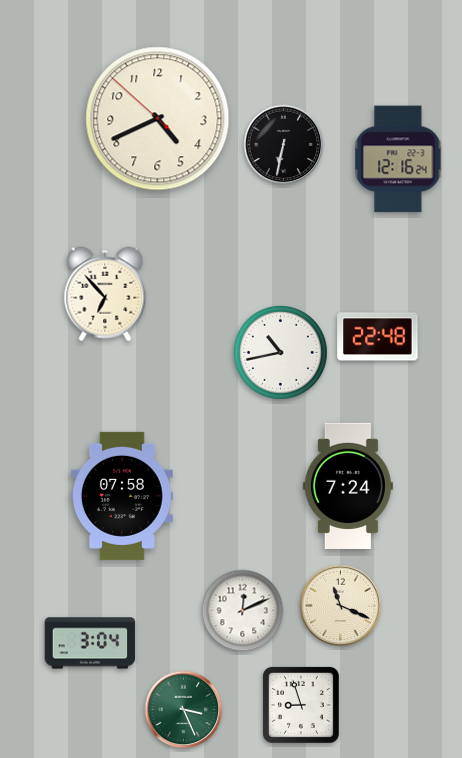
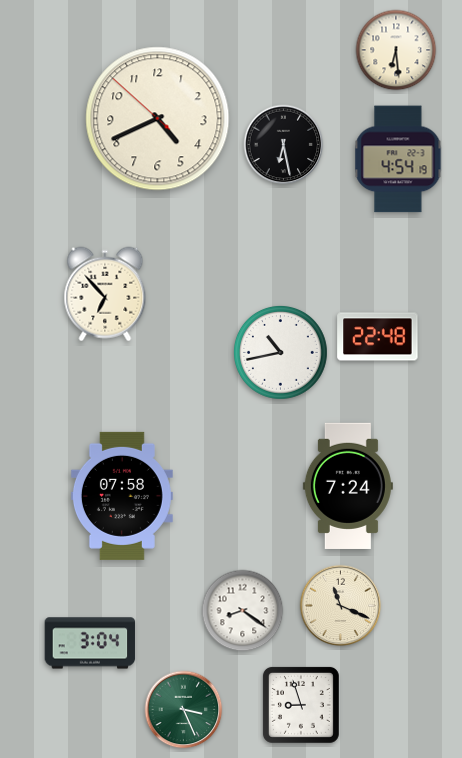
clock at (396, 50): none -> 6:29
clock at (284, 145): 6:32 -> 6:28
clock at (398, 159): 12:16 -> 4:54
clock at (243, 611): 12:11 -> 8:21
